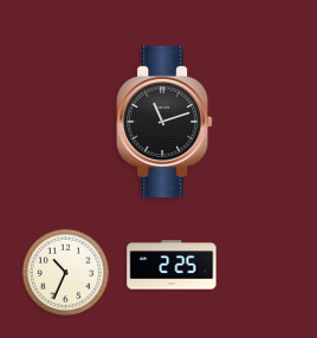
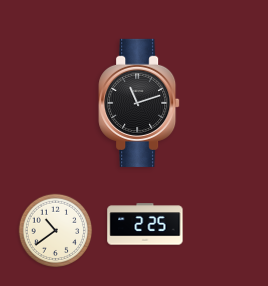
clock at (66, 273): 10:34 -> 10:39
